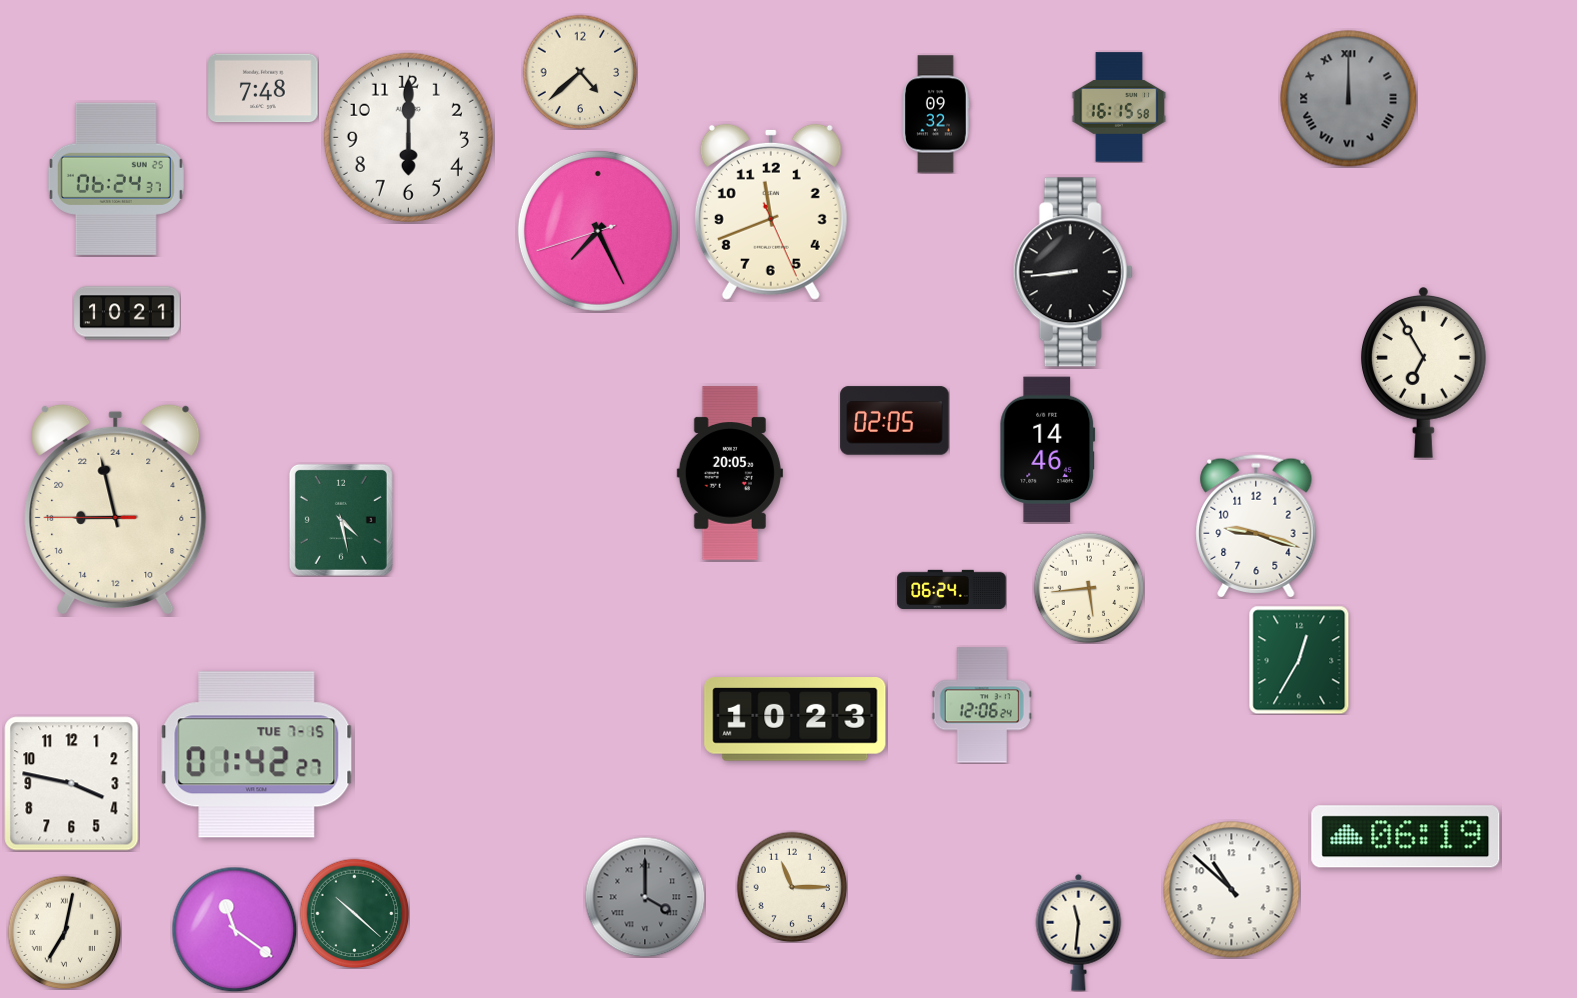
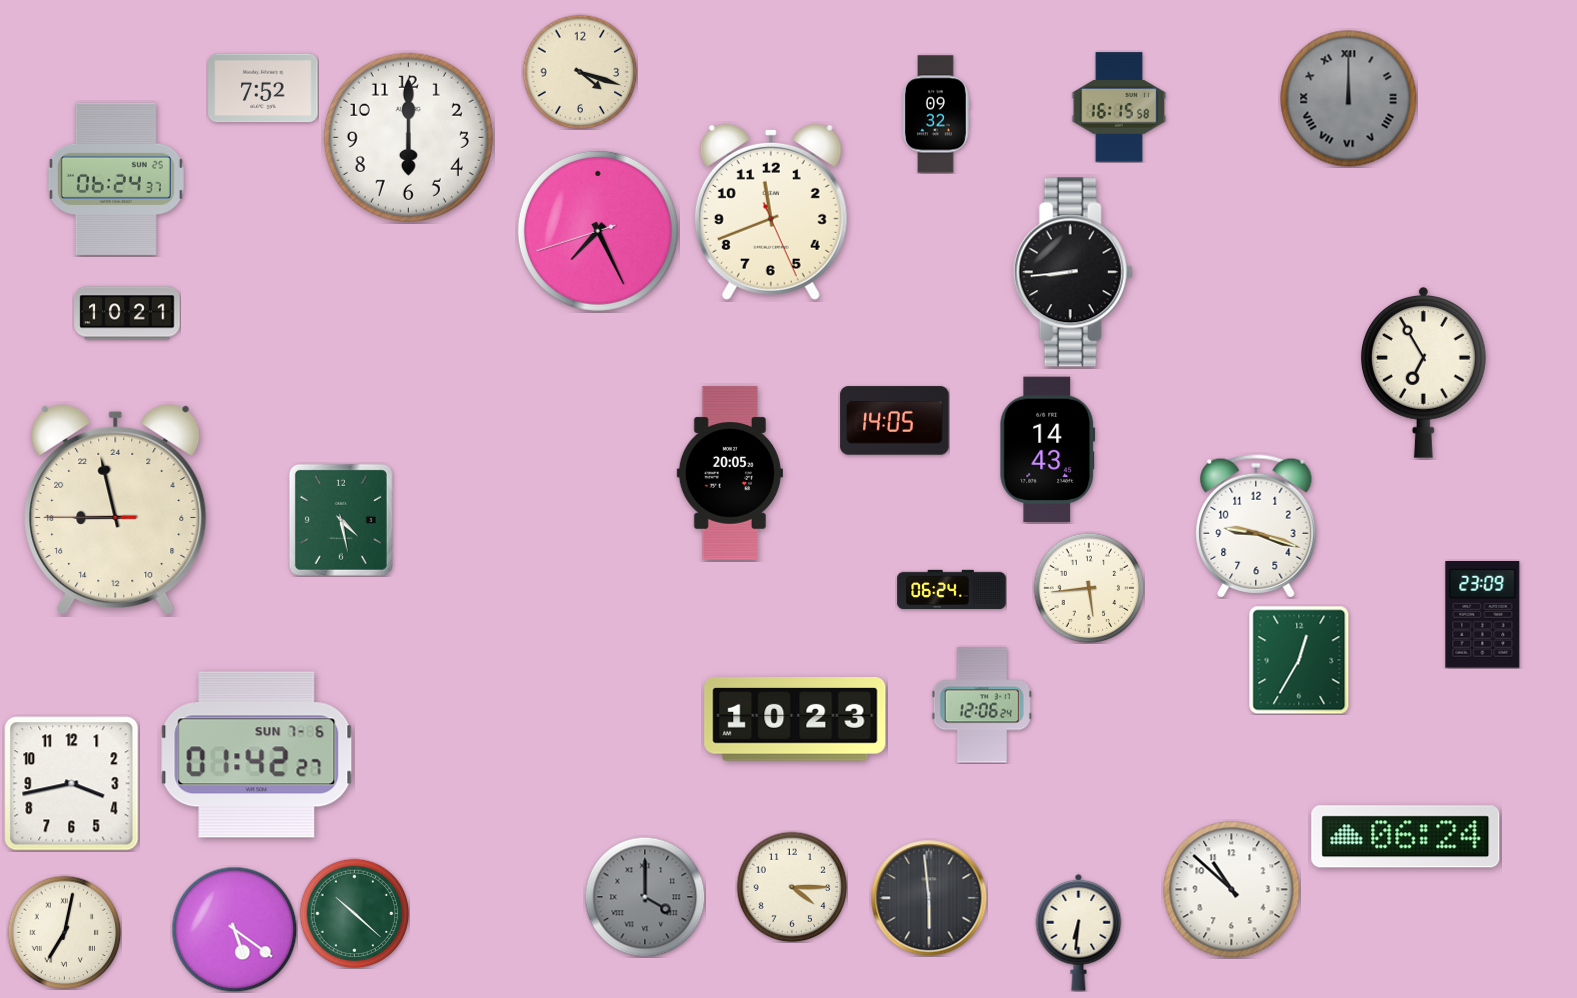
clock at (580, 72): 4:38 -> 4:18
clock at (263, 88): 7:48 -> 7:52
clock at (895, 421): 02:05 -> 14:05
clock at (1048, 450): 14:46 -> 14:43
clock at (1483, 615): none -> 23:09
clock at (257, 755) date: TUE 7-15 -> SUN 7-6
clock at (72, 784): 3:47 -> 3:43
clock at (1406, 837): 06:19 -> 06:24
clock at (792, 887): 11:15 -> 4:15
clock at (929, 898): none -> 5:59
clock at (234, 929): 11:21 -> 5:21
clock at (1079, 932): 11:31 -> 6:31
